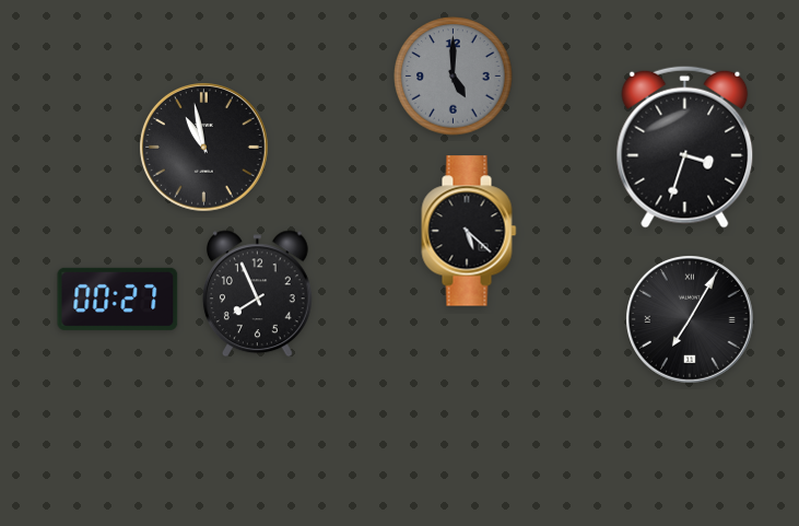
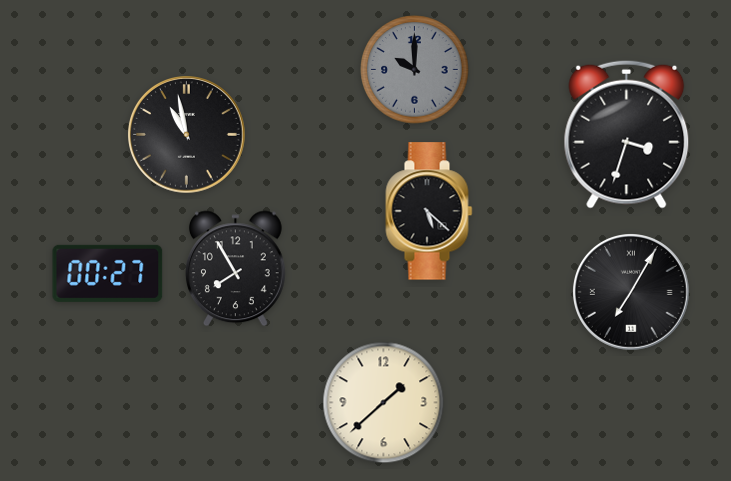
clock at (454, 77): 5:00 -> 10:00
clock at (257, 294): 7:56 -> 7:55
clock at (384, 403): none -> 1:38
